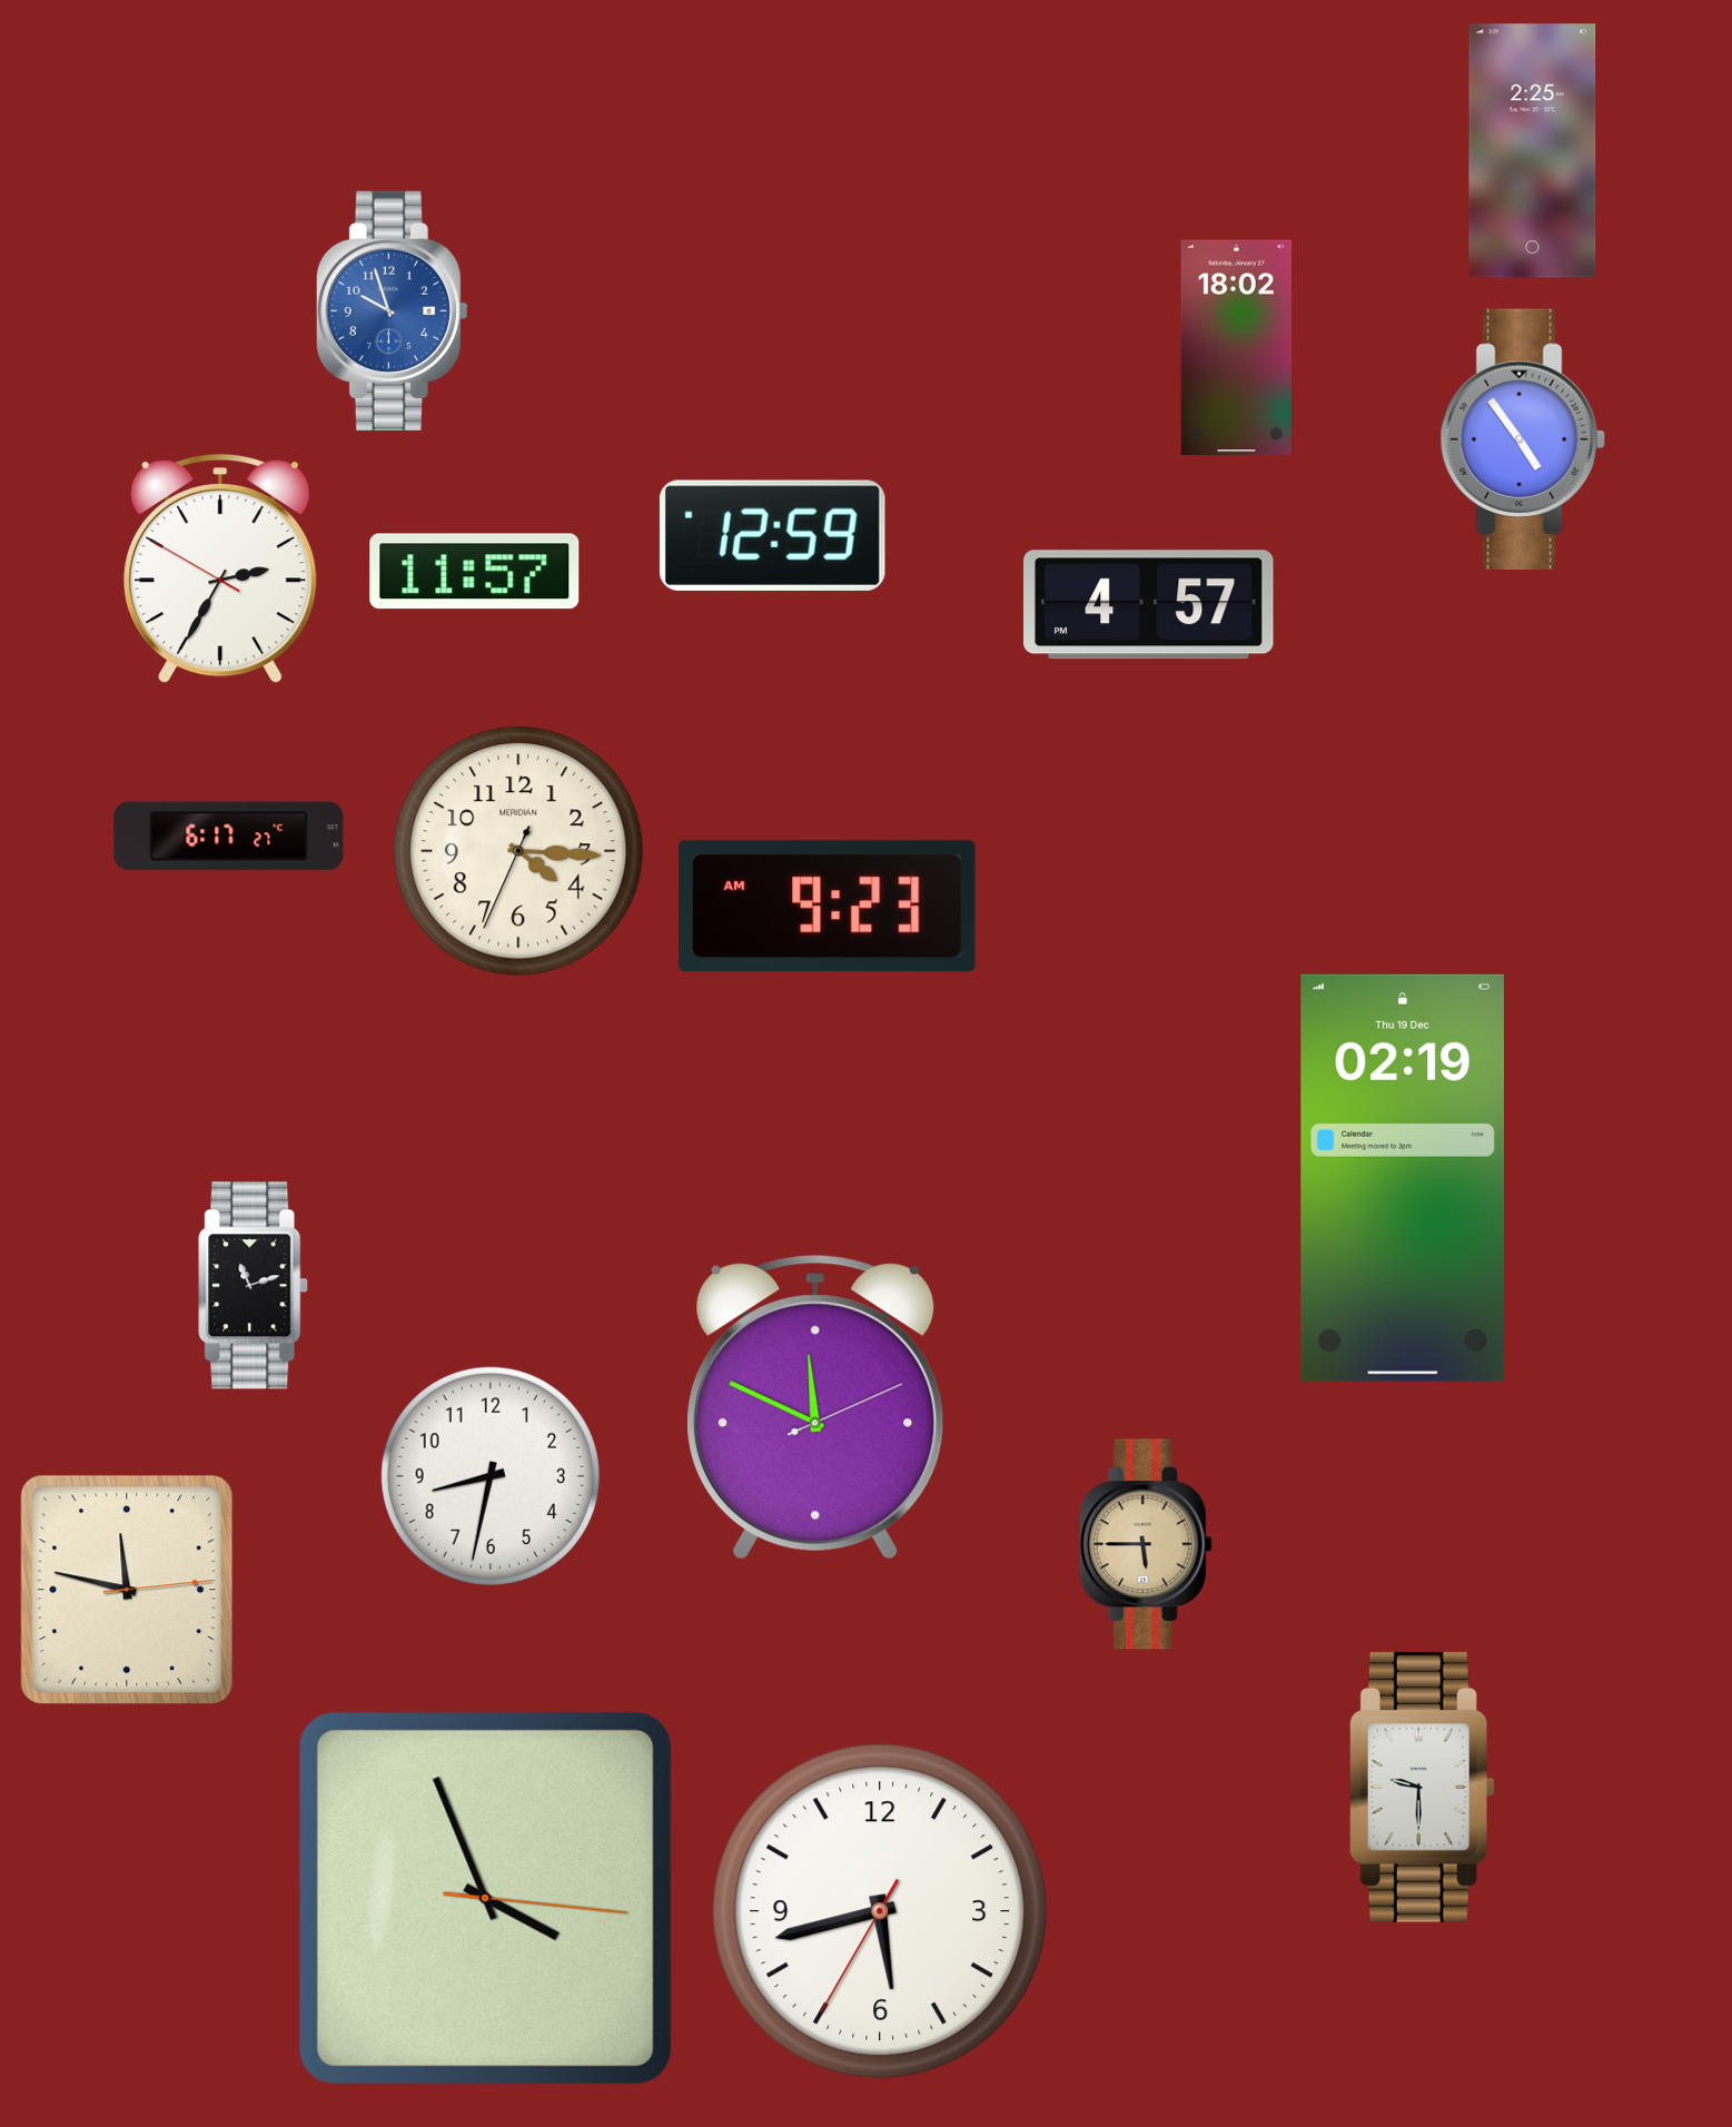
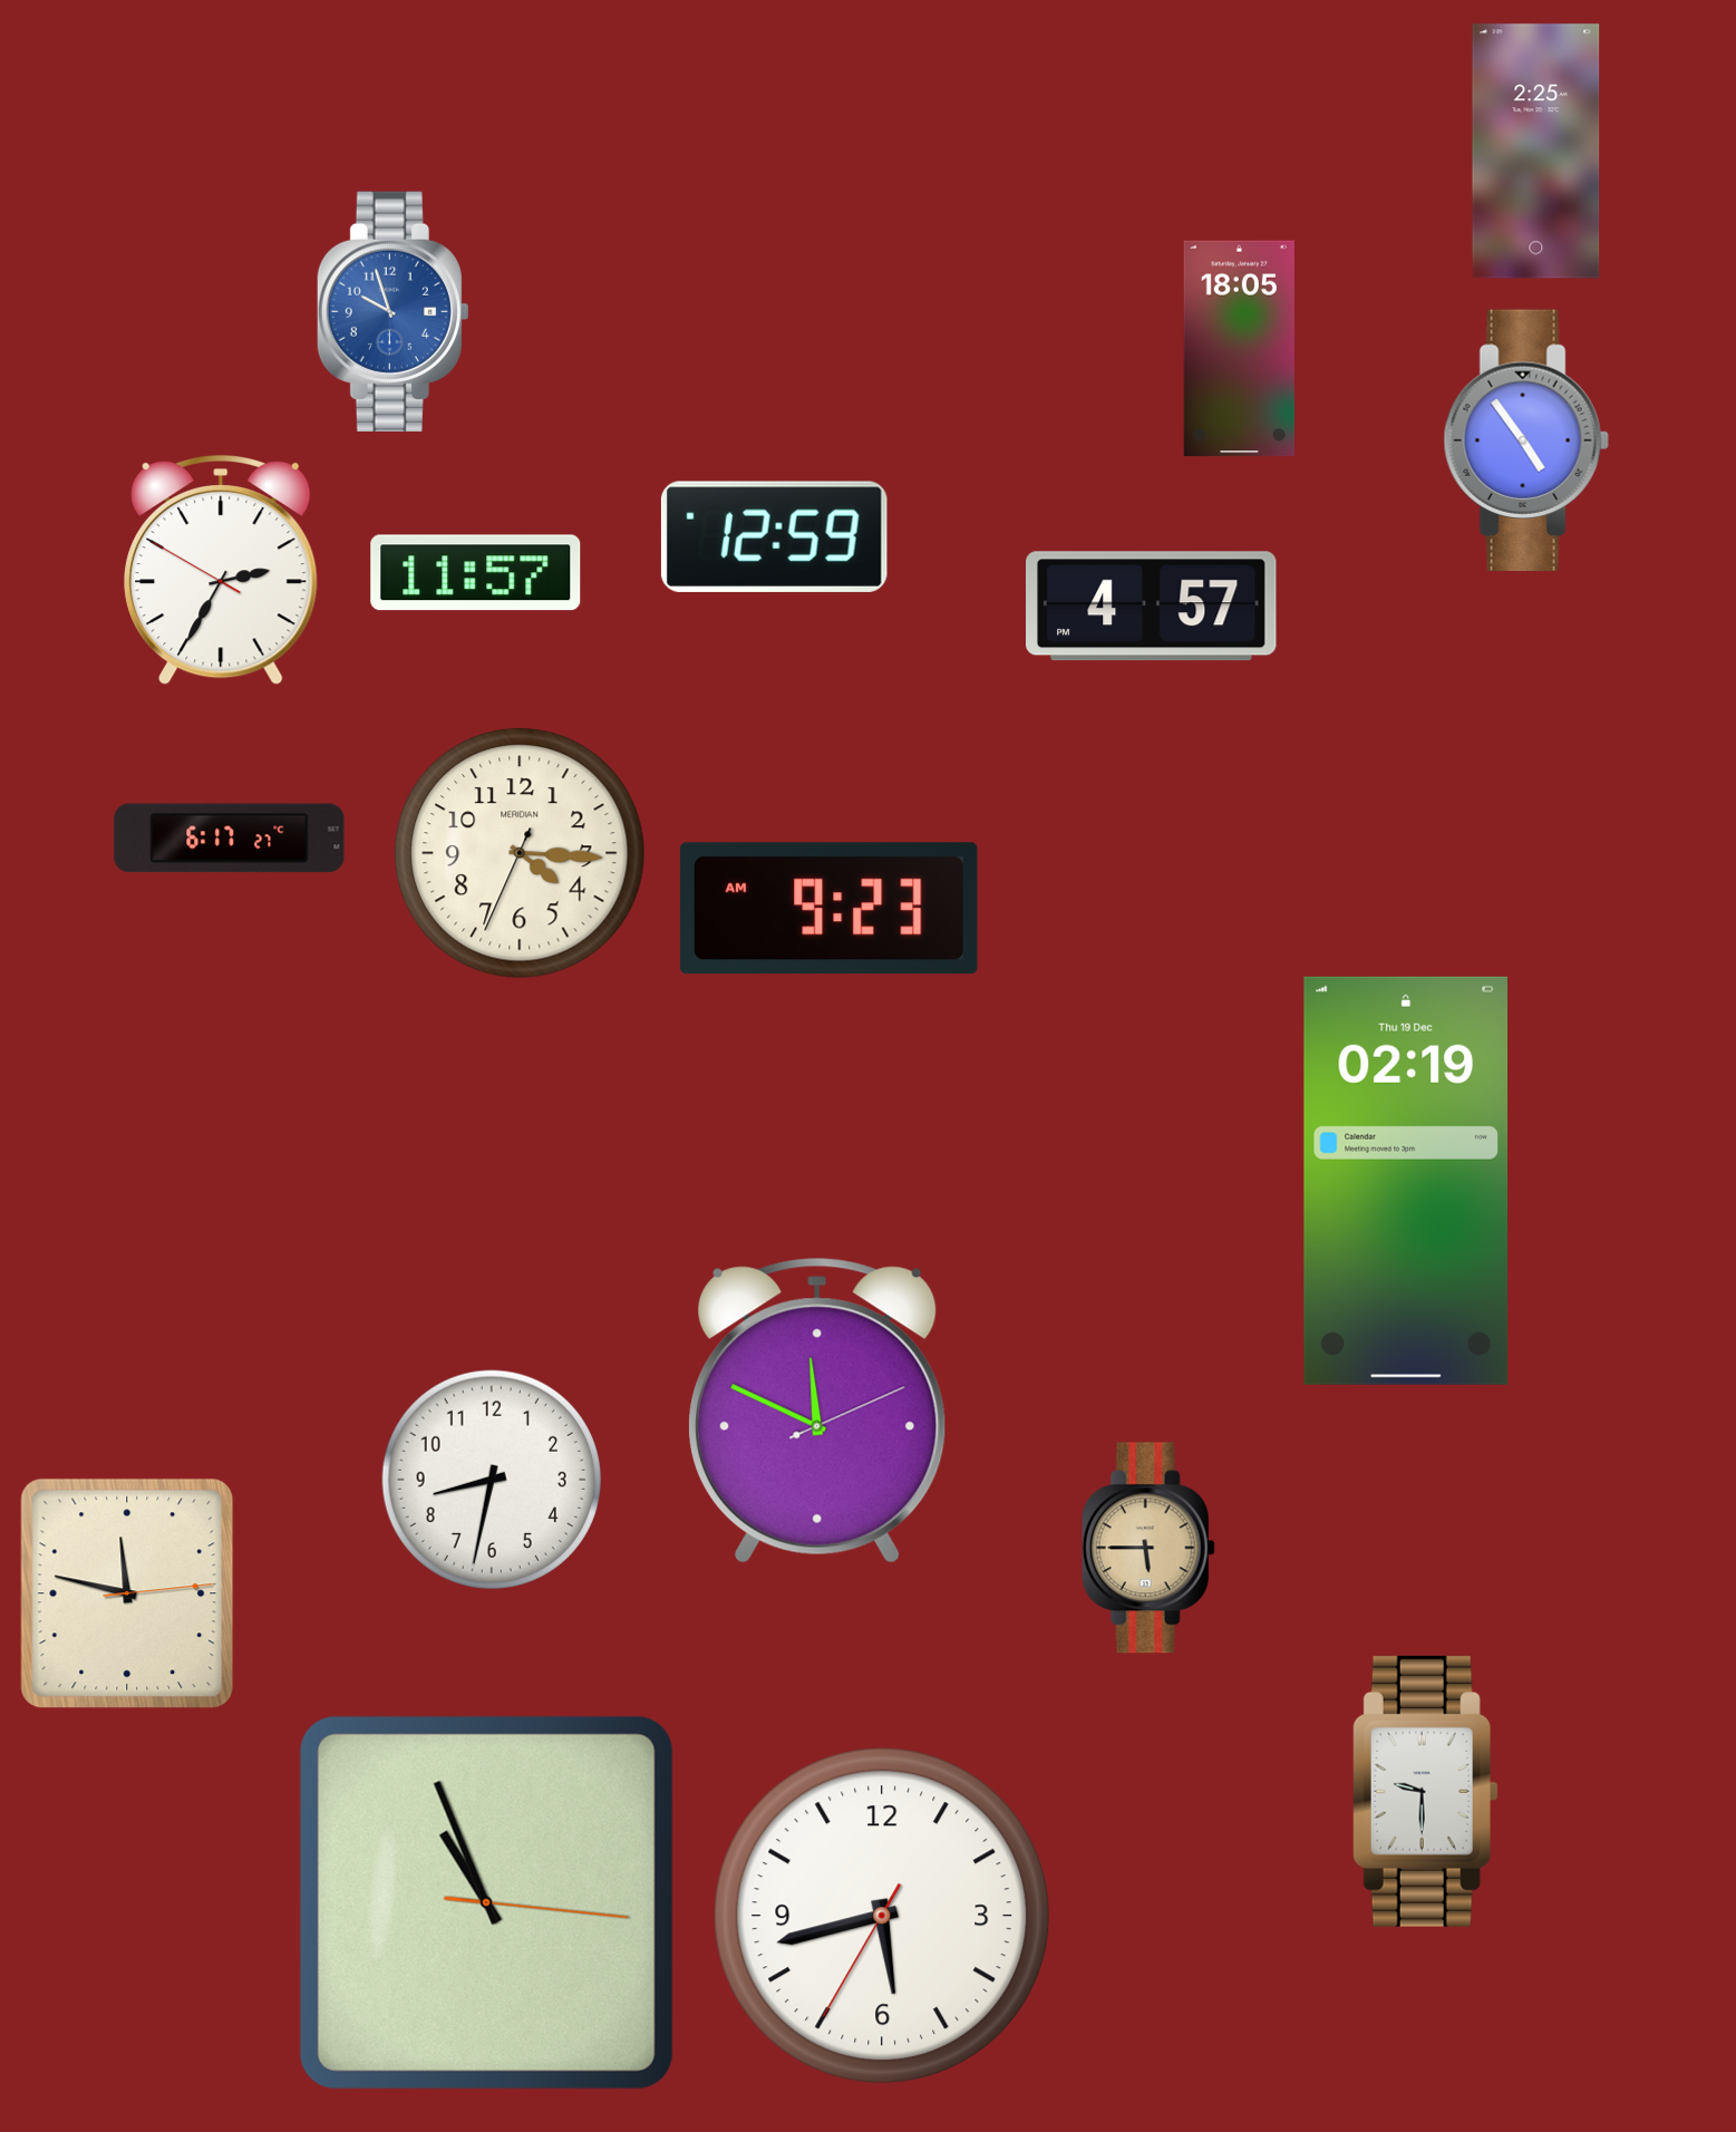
clock at (1236, 348): 18:02 -> 18:05
clock at (254, 1286): 11:12 -> none
clock at (485, 1898): 3:56 -> 10:56
